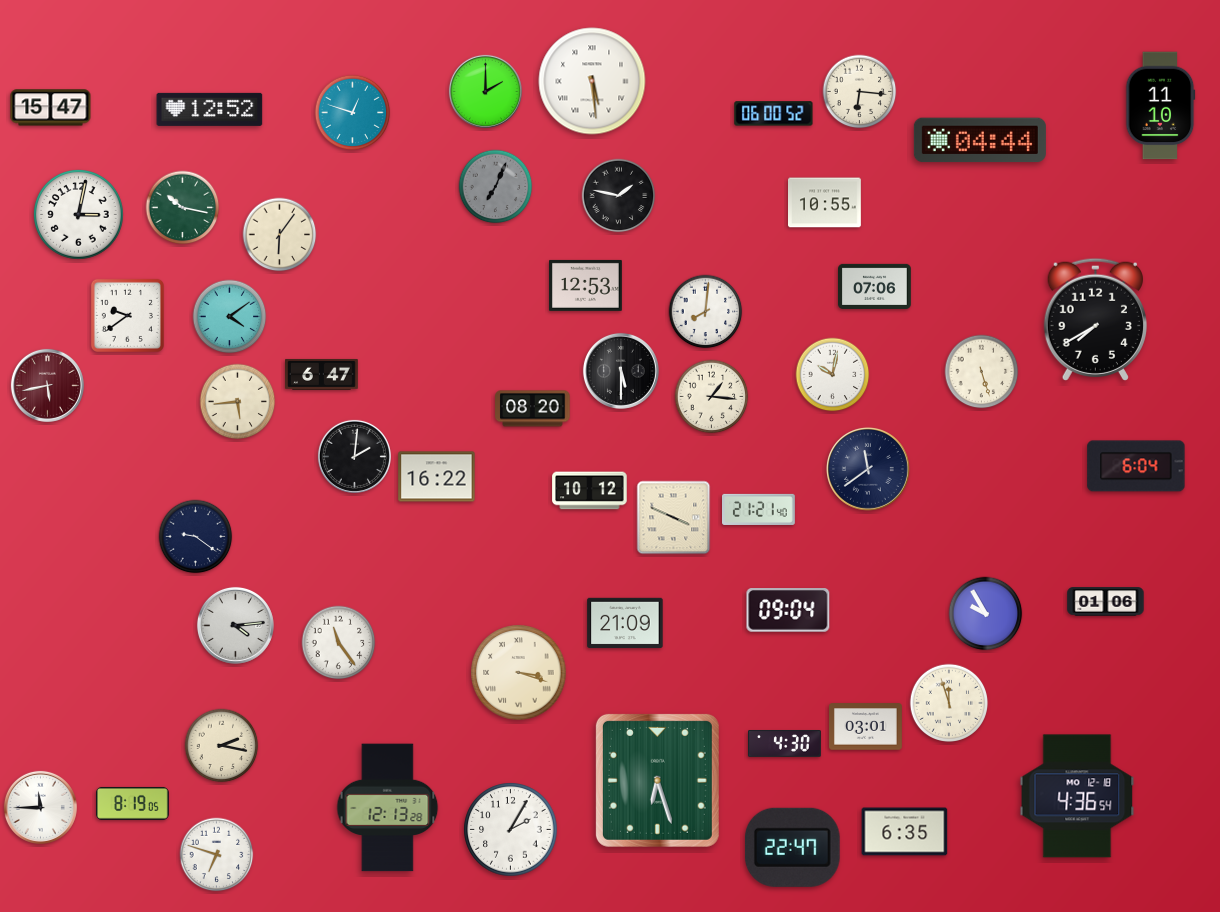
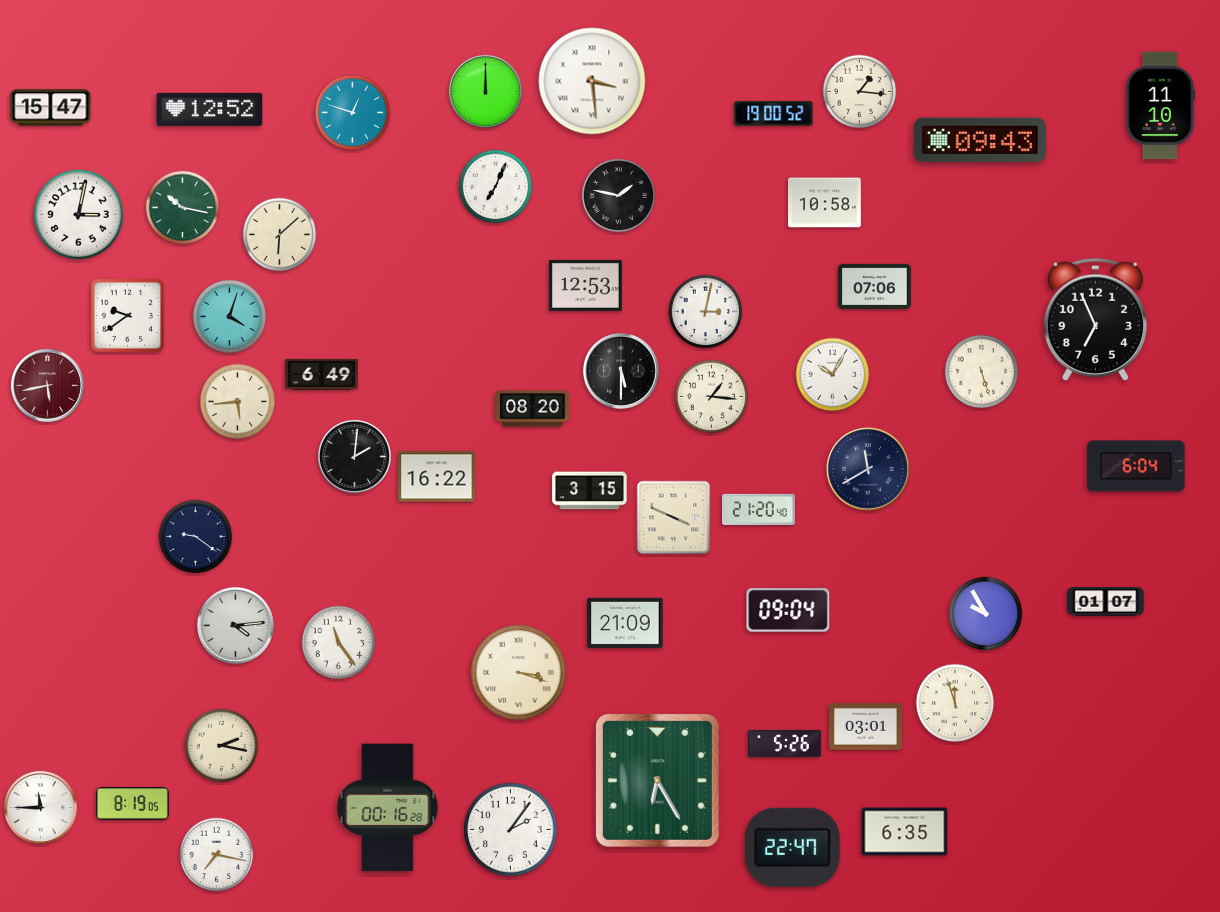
clock at (592, 81): 5:29 -> 3:29
clock at (485, 91): 2:00 -> 12:00
clock at (860, 92): 6:16 -> 1:16
clock at (774, 114): 06:00 -> 19:00
clock at (980, 140): 04:44 -> 09:43
clock at (496, 187) dial: grey -> white
clock at (825, 203): 10:55 -> 10:58
clock at (280, 235): 6:06 -> 6:08
clock at (706, 312): 8:01 -> 3:02
clock at (230, 317): 4:09 -> 4:03
clock at (1095, 319): 7:40 -> 6:56
clock at (322, 374): 6:47 -> 6:49
clock at (833, 375): 10:02 -> 10:05
clock at (868, 469): 11:39 -> 11:40
clock at (590, 491): 10:12 -> 3:15
clock at (759, 509): 21:21 -> 21:20
clock at (1106, 602): 01:06 -> 01:07
clock at (949, 703) position: (949, 703) -> (955, 703)
clock at (785, 744): 4:30 -> 5:26
clock at (657, 780): 6:27 -> 6:25
clock at (1077, 796): 4:36 -> none
clock at (388, 808): 12:13 -> 00:16
clock at (511, 830): 2:05 -> 2:06
clock at (217, 855): 6:48 -> 7:17
